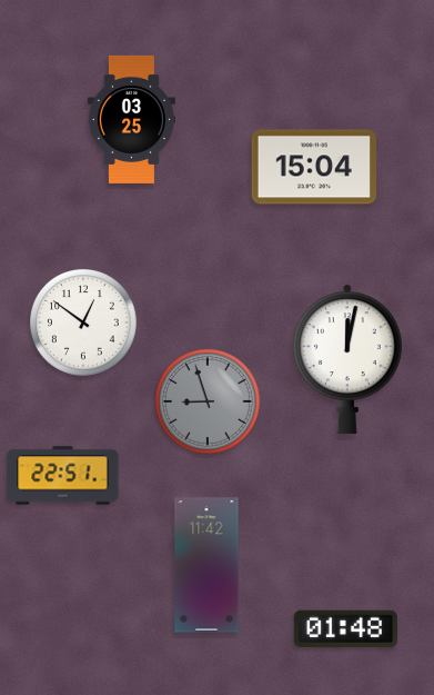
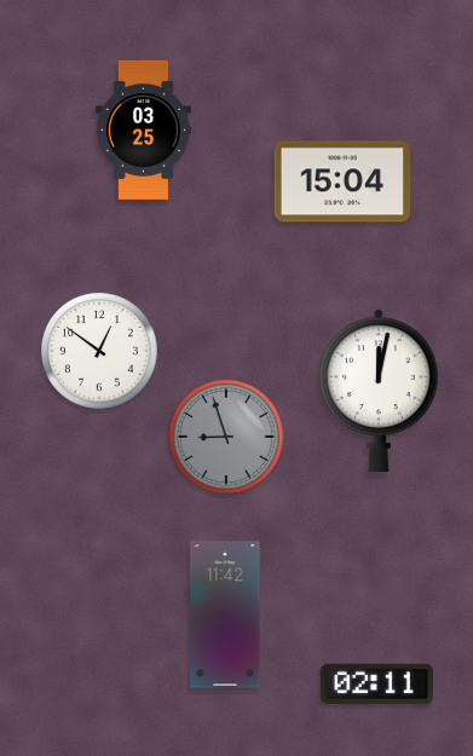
clock at (84, 324) position: (84, 324) -> (100, 352)
clock at (63, 476): 22:51 -> none
clock at (345, 629): 01:48 -> 02:11
